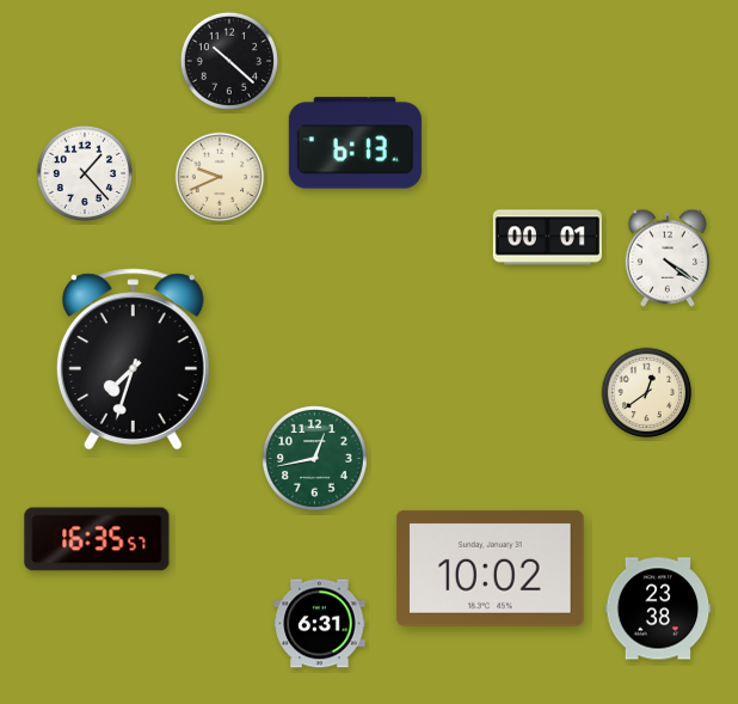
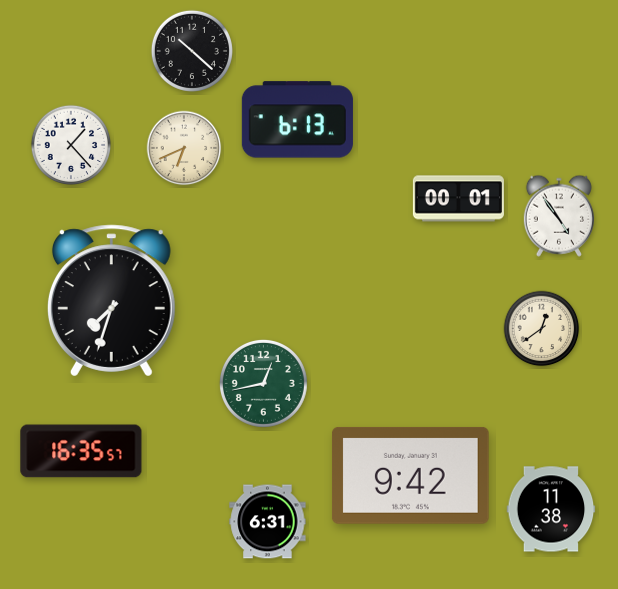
clock at (220, 177): 9:41 -> 6:41
clock at (668, 258): 4:21 -> 4:54
clock at (490, 568): 10:02 -> 9:42
clock at (658, 608): 23:38 -> 11:38
